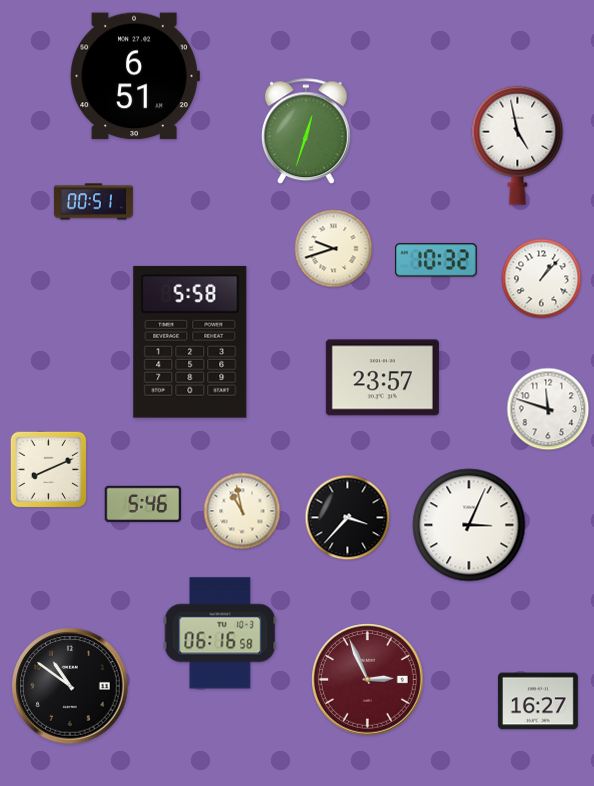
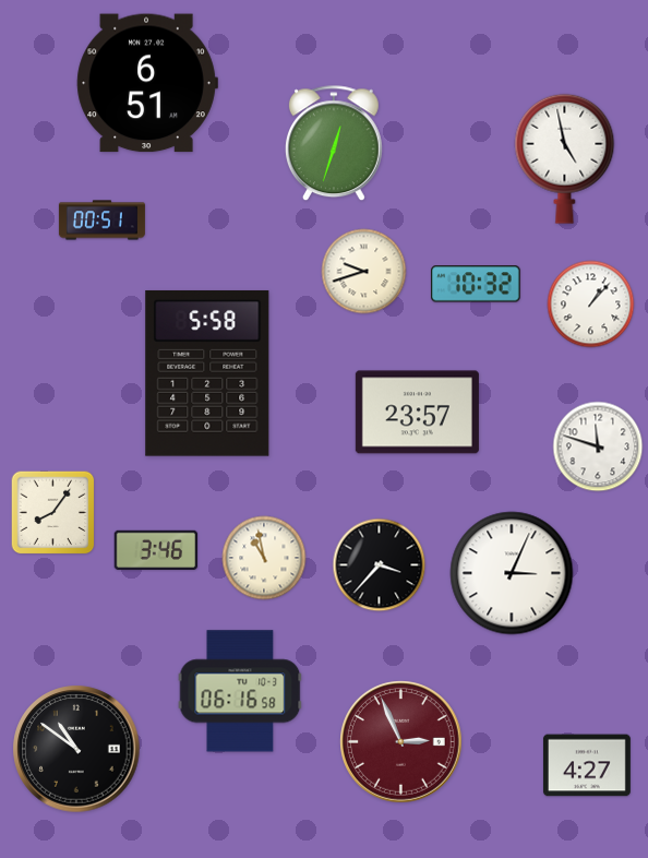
clock at (49, 470): 8:11 -> 8:06
clock at (143, 504): 5:46 -> 3:46
clock at (538, 701): 16:27 -> 4:27
